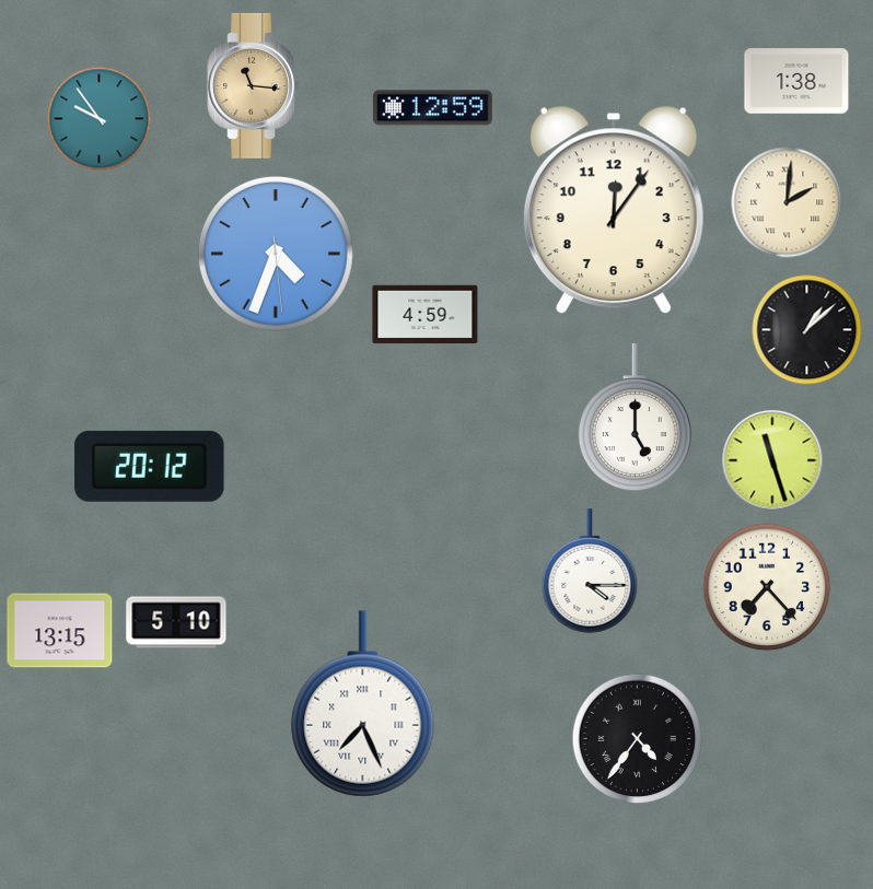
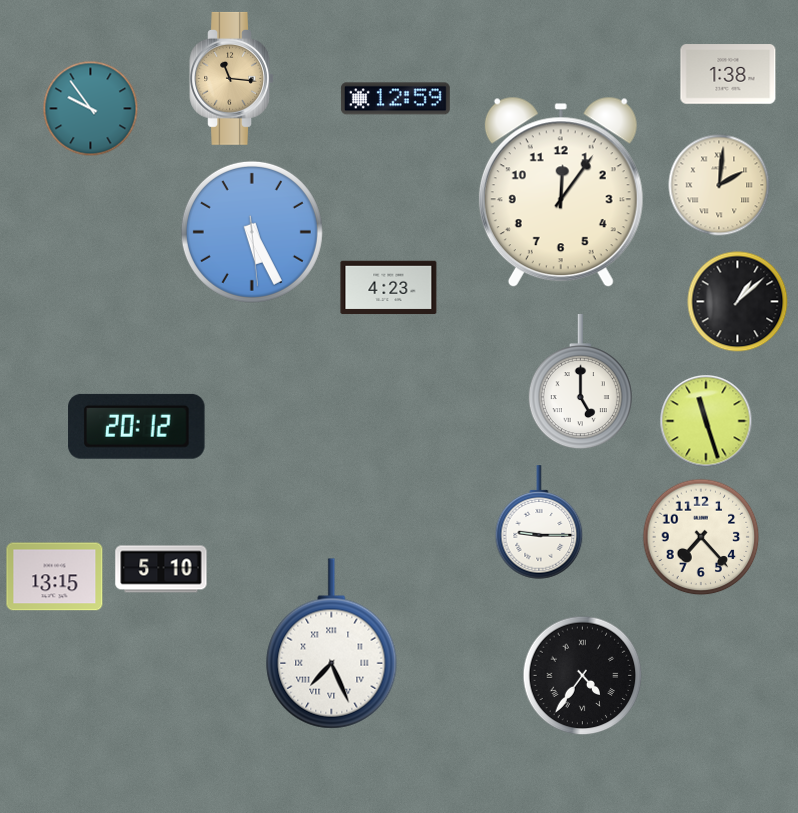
clock at (276, 254): 4:33 -> 5:25
clock at (426, 315): 4:59 -> 4:23
clock at (590, 571): 4:15 -> 9:15
